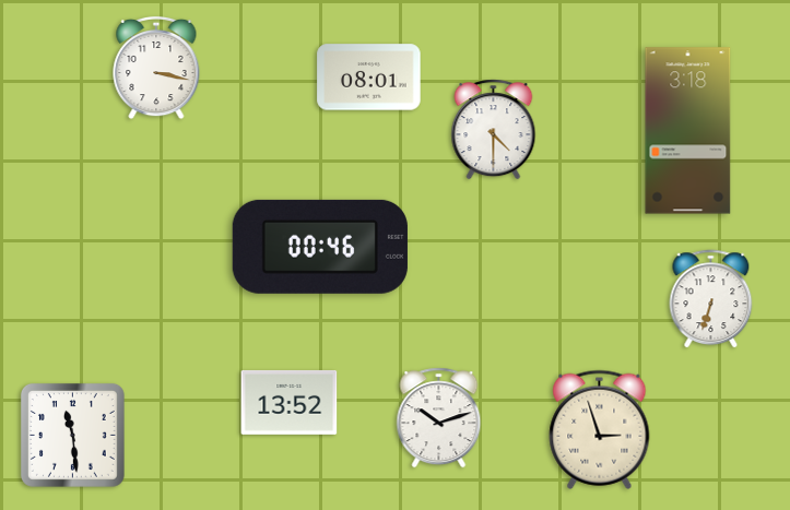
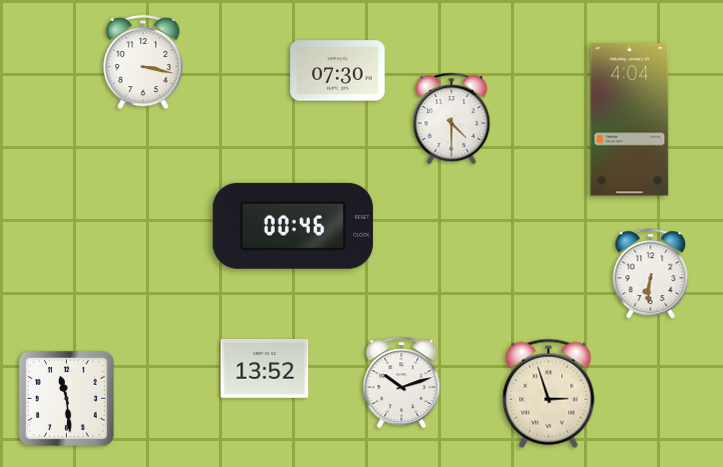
clock at (369, 78): 08:01 -> 07:30
clock at (688, 131): 3:18 -> 4:04
clock at (711, 299): 6:33 -> 6:31
